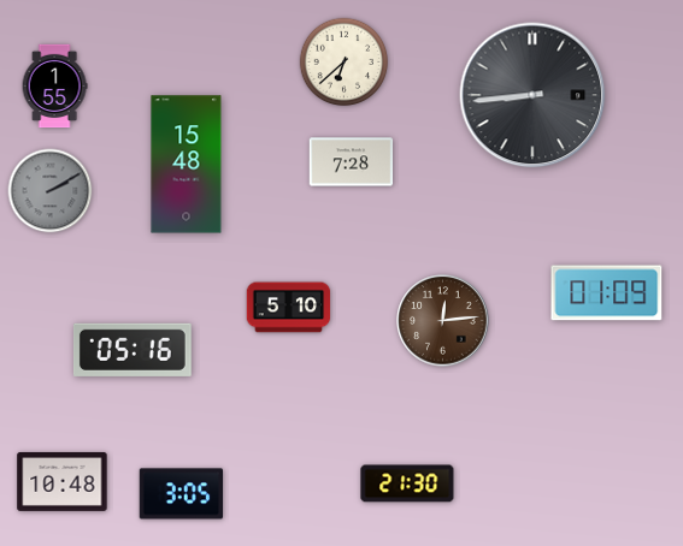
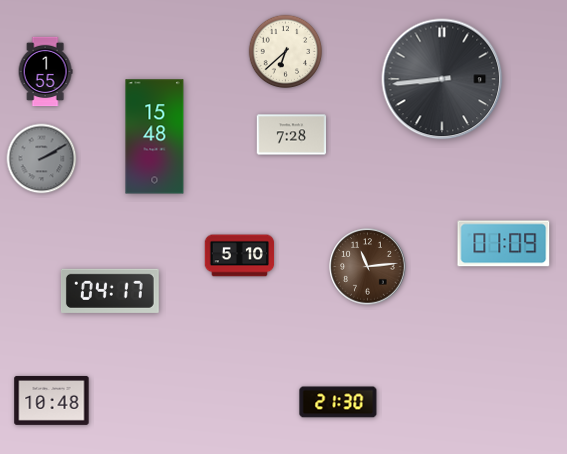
clock at (443, 321): 12:14 -> 11:14
clock at (133, 350): 05:16 -> 04:17
clock at (182, 494): 3:05 -> none
